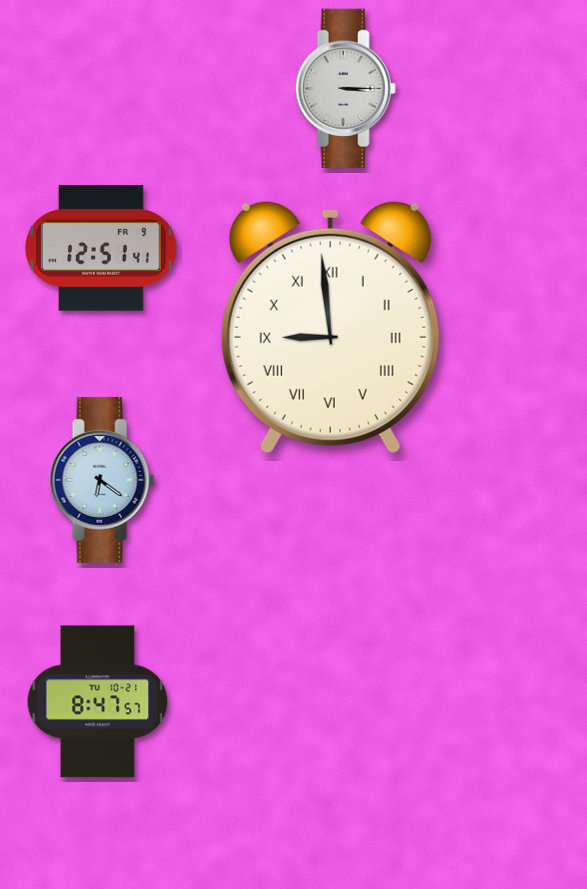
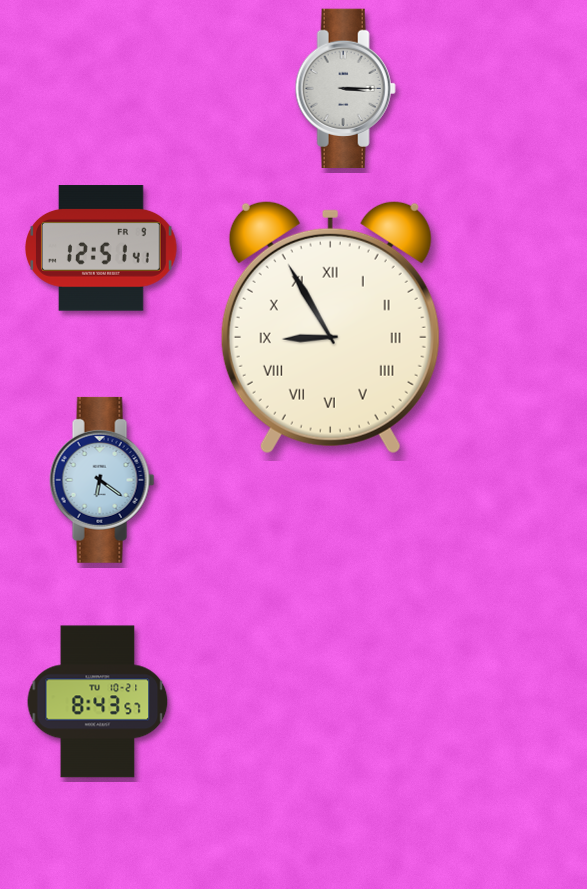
clock at (330, 327): 8:59 -> 8:55
clock at (98, 702): 8:47 -> 8:43
